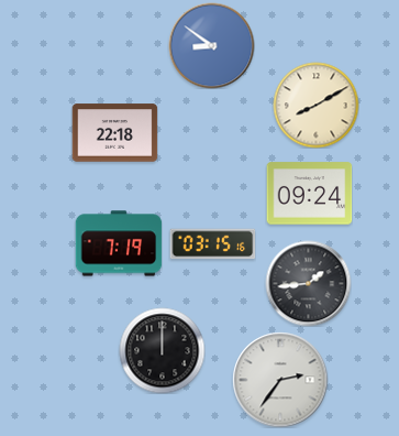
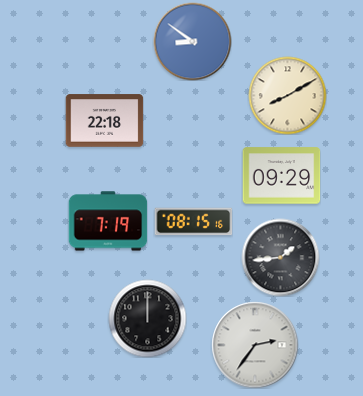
clock at (309, 194): 09:24 -> 09:29
clock at (212, 244): 03:15 -> 08:15
